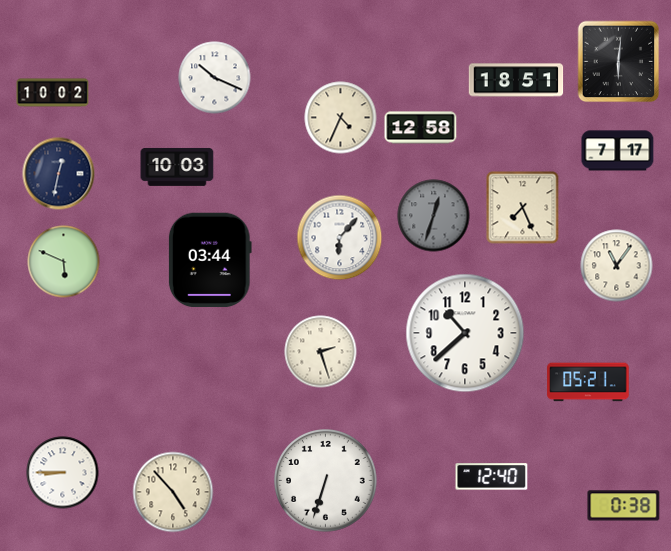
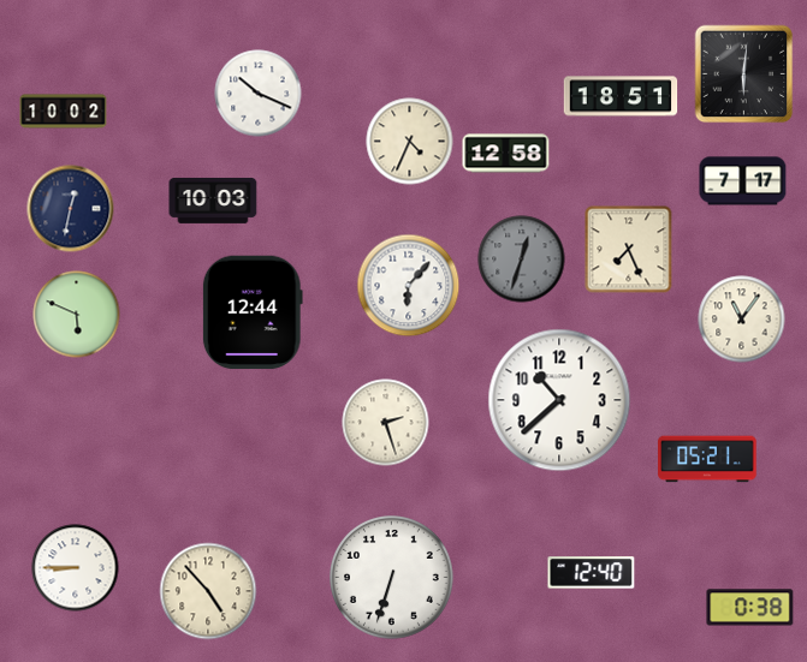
clock at (210, 260): 03:44 -> 12:44
